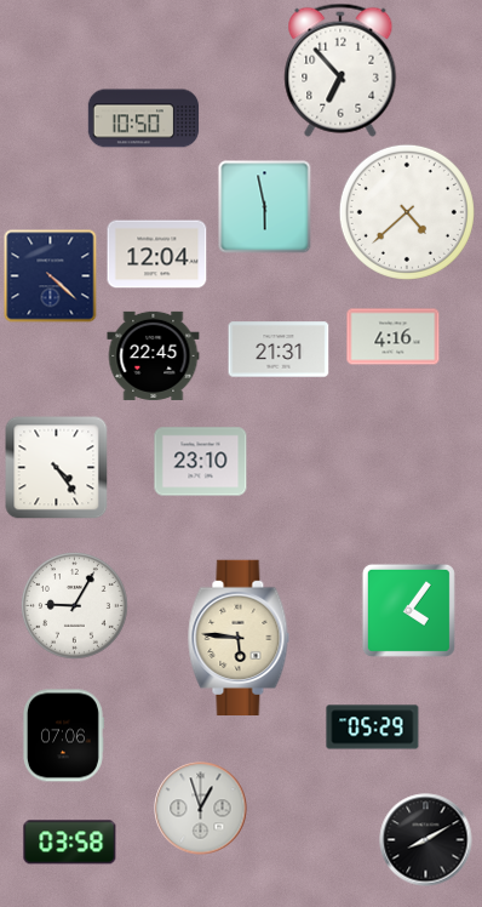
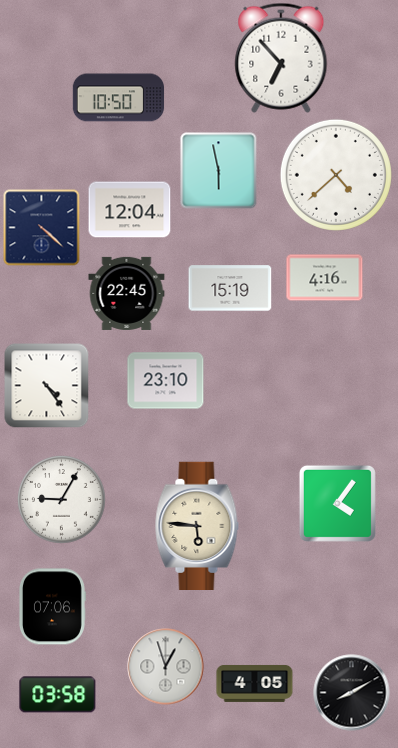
clock at (279, 349): 21:31 -> 15:19
clock at (373, 728): 05:29 -> none
clock at (255, 683): none -> 4:05
